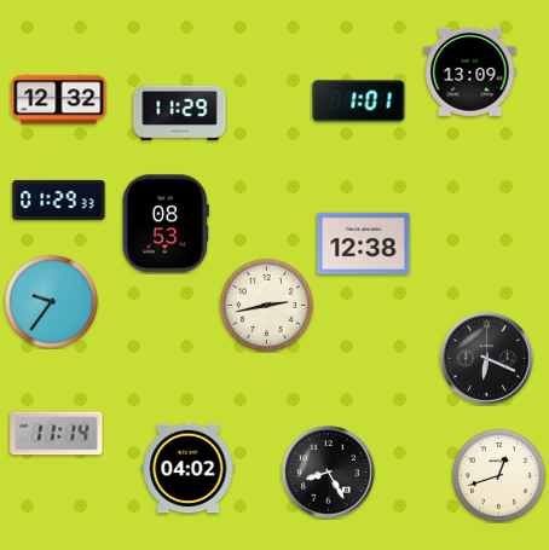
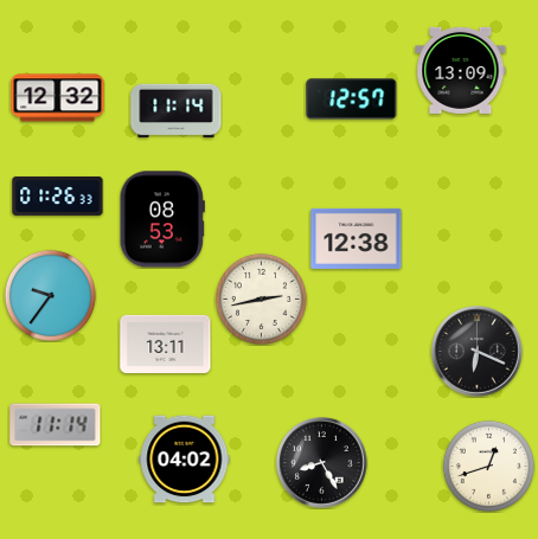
clock at (359, 102): 1:01 -> 12:57
clock at (180, 112): 11:29 -> 11:14
clock at (59, 199): 01:29 -> 01:26
clock at (166, 344): none -> 13:11
